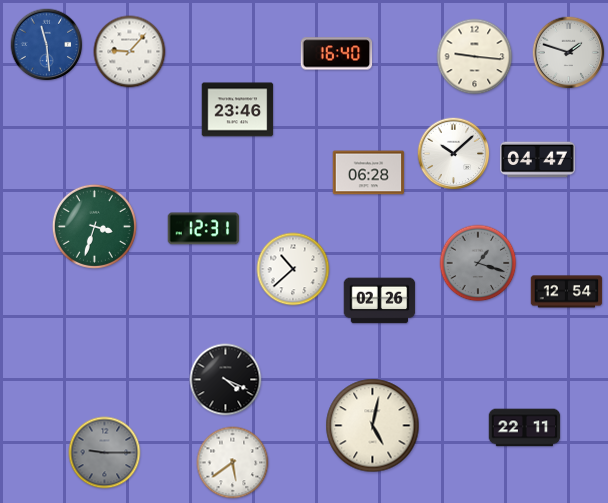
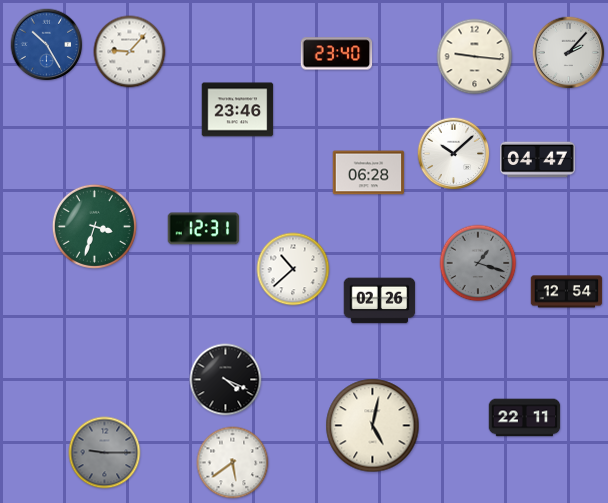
clock at (47, 45): 11:29 -> 10:25
clock at (569, 53): 1:48 -> 2:07
clock at (337, 54): 16:40 -> 23:40
clock at (525, 428) position: (525, 428) -> (525, 418)
